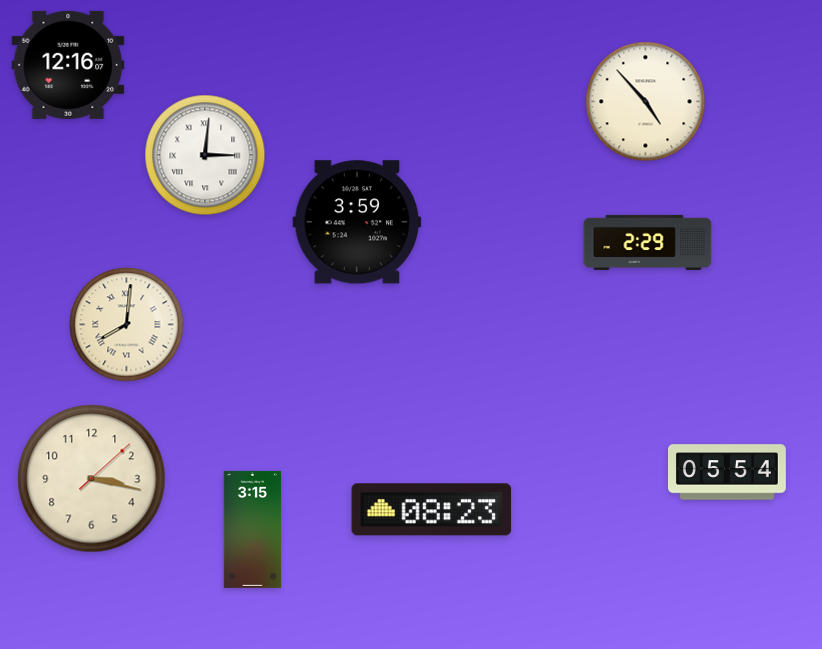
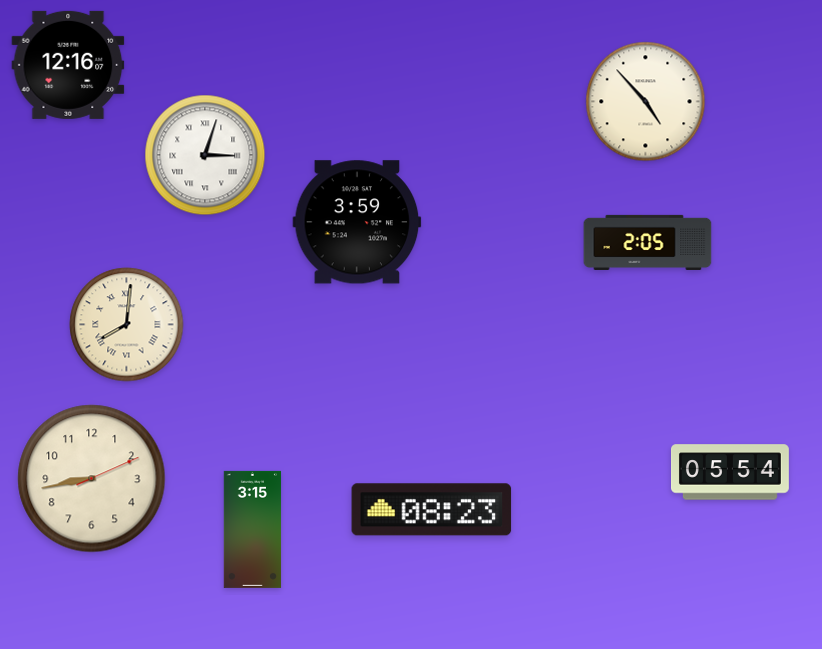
clock at (205, 155): 3:01 -> 3:03
clock at (648, 242): 2:29 -> 2:05
clock at (728, 472) position: (728, 472) -> (731, 472)
clock at (92, 479): 3:17 -> 8:43
